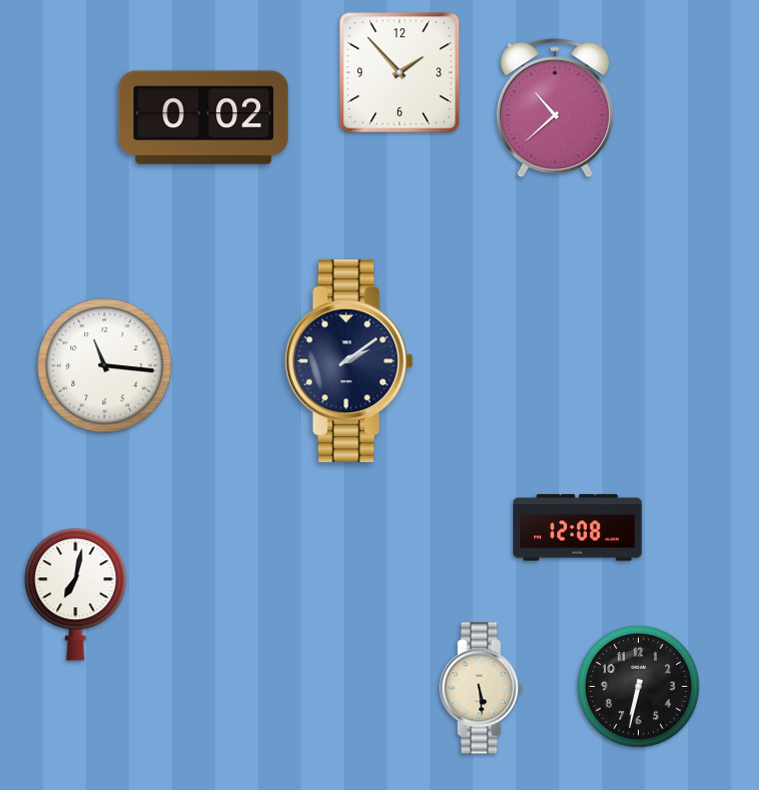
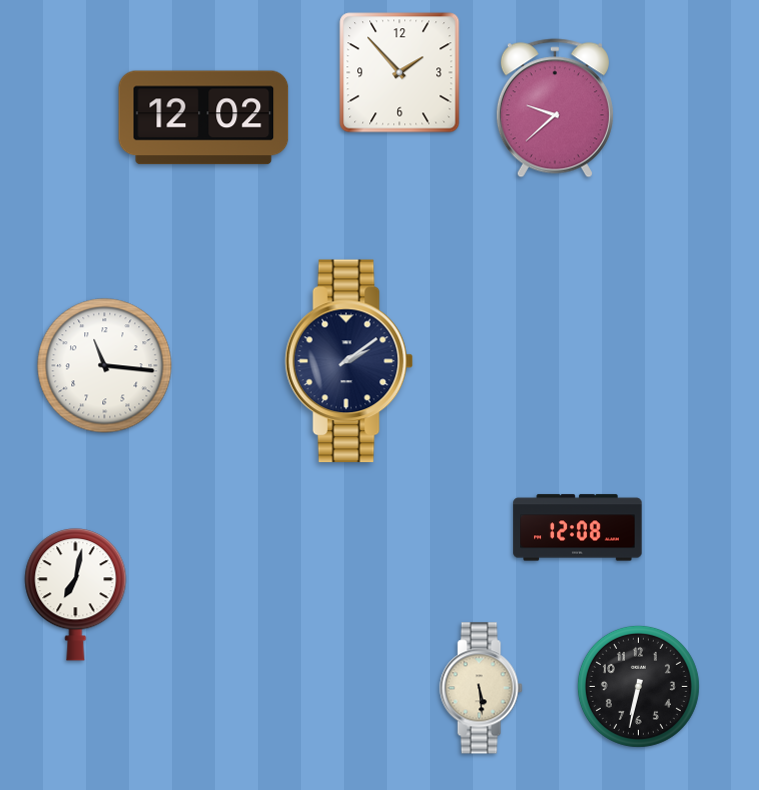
clock at (555, 108): 10:38 -> 9:38
clock at (204, 118): 0:02 -> 12:02
